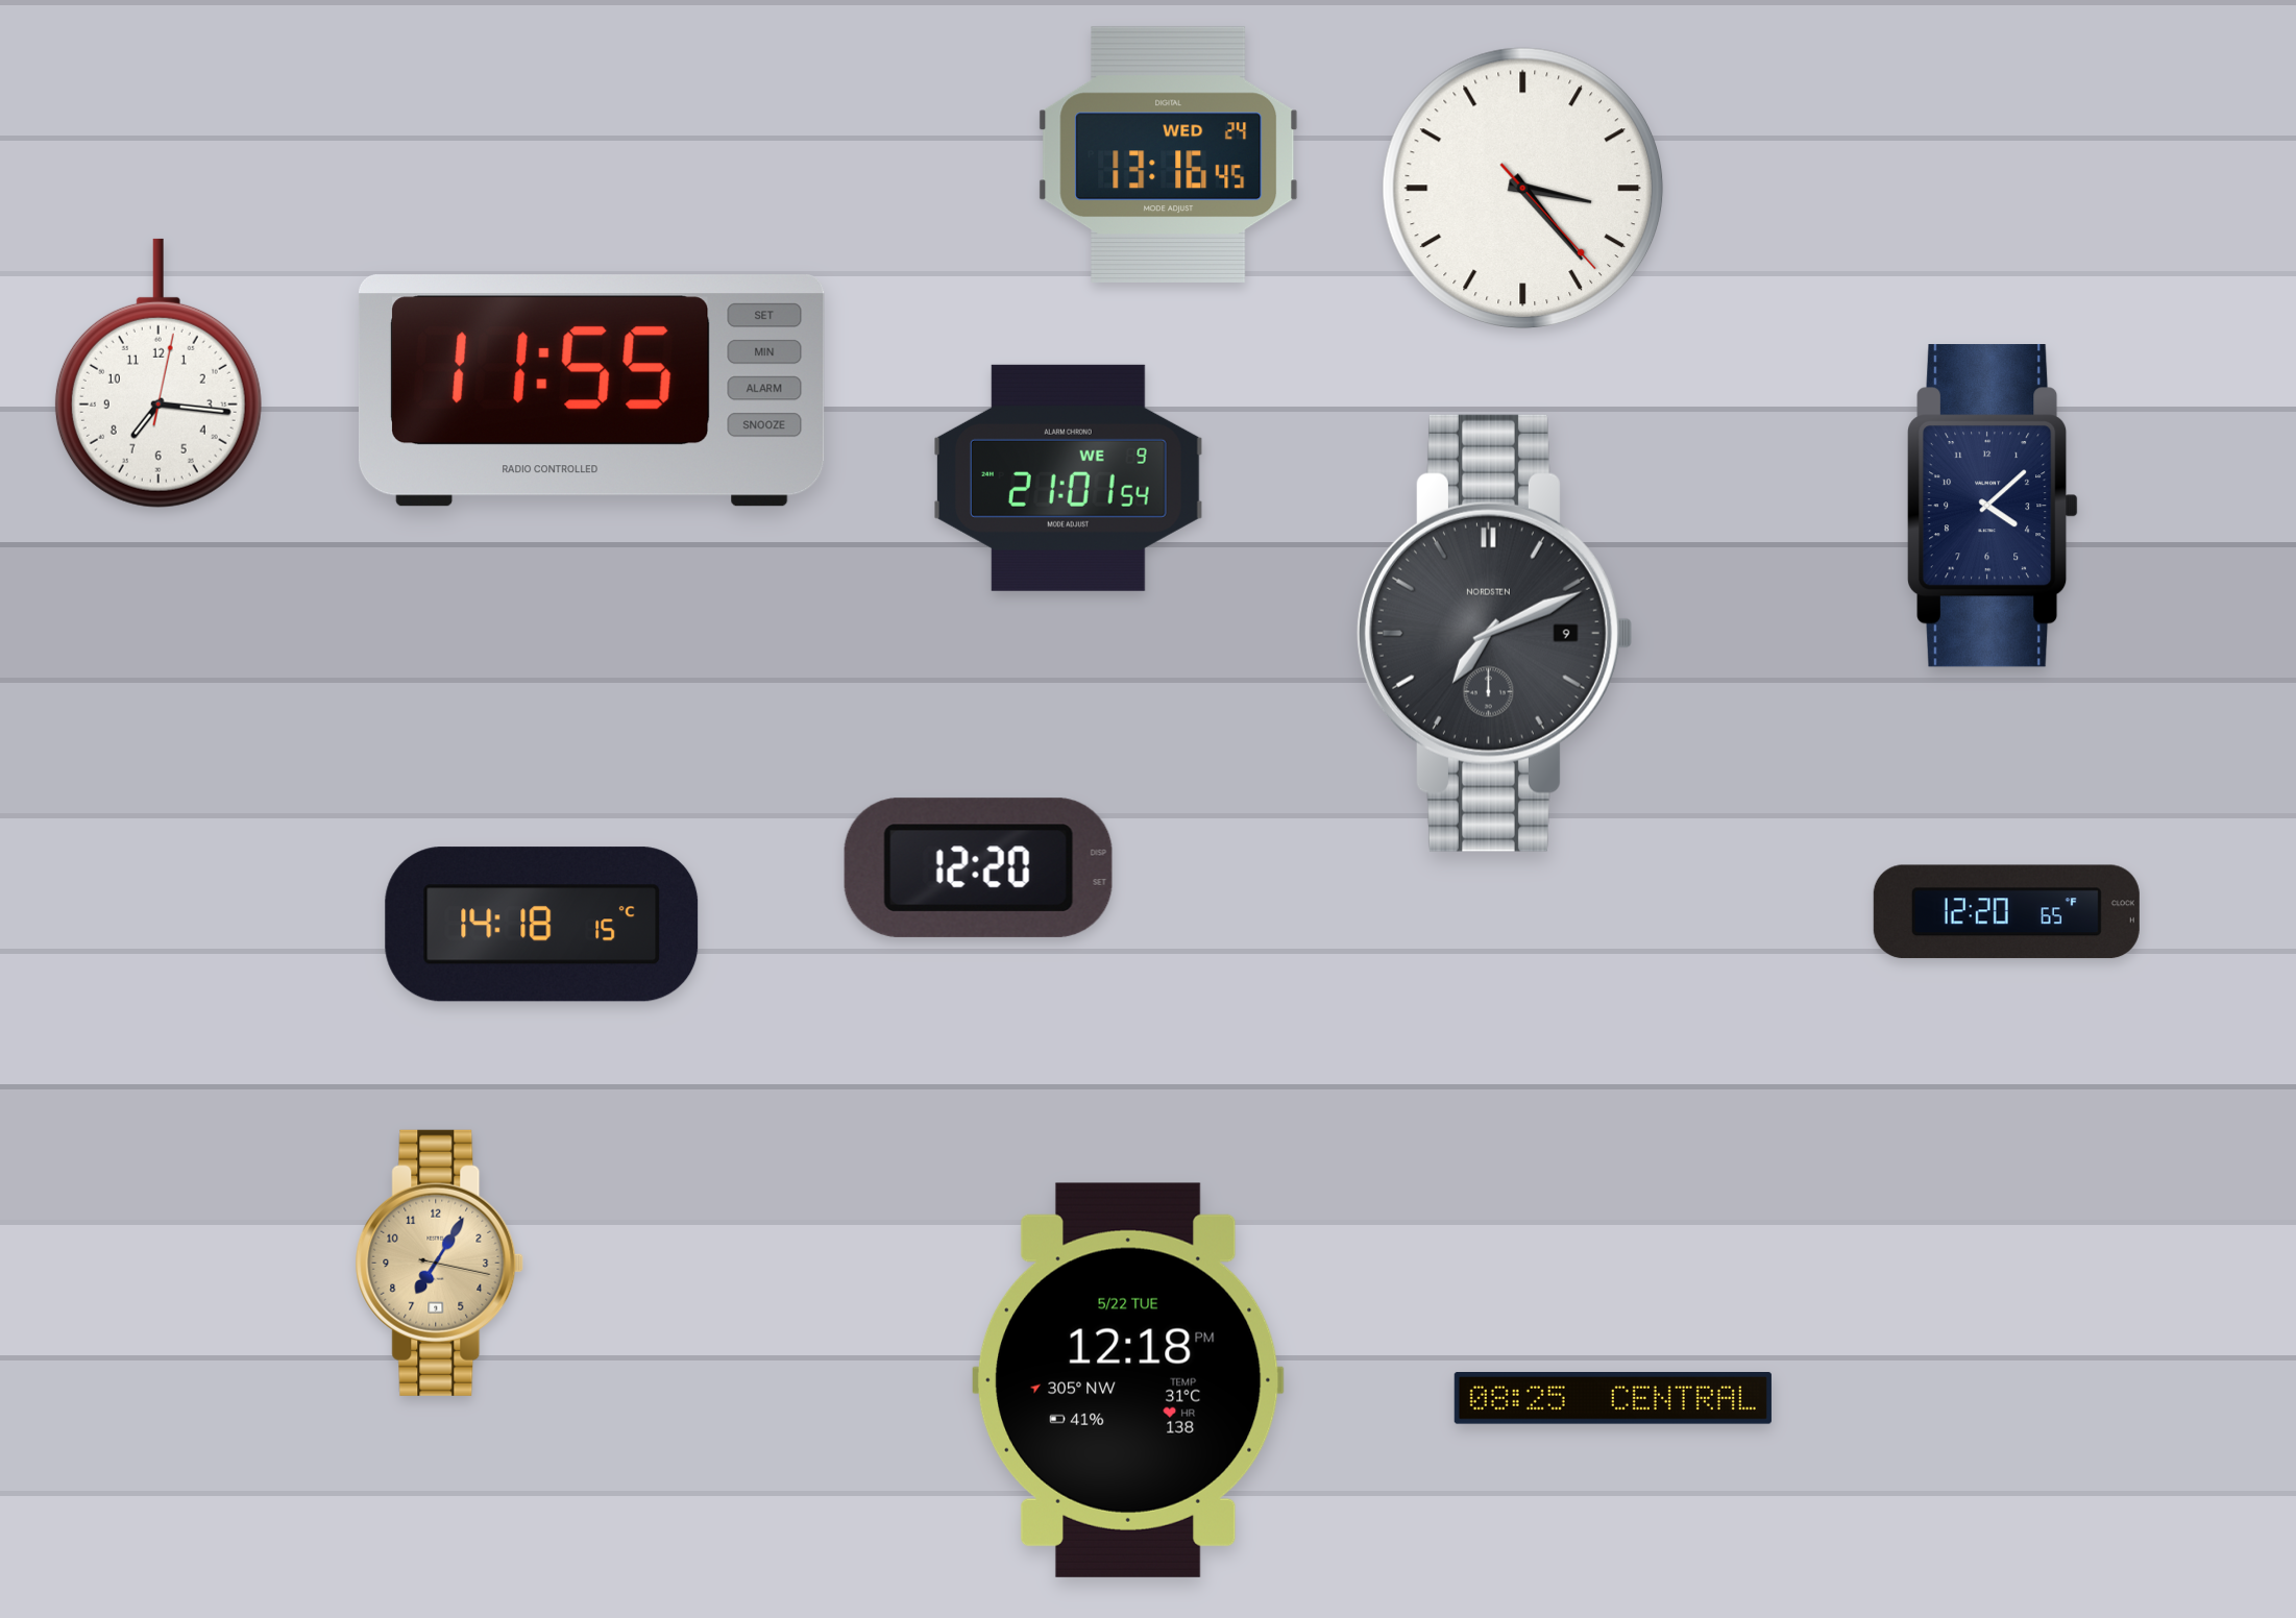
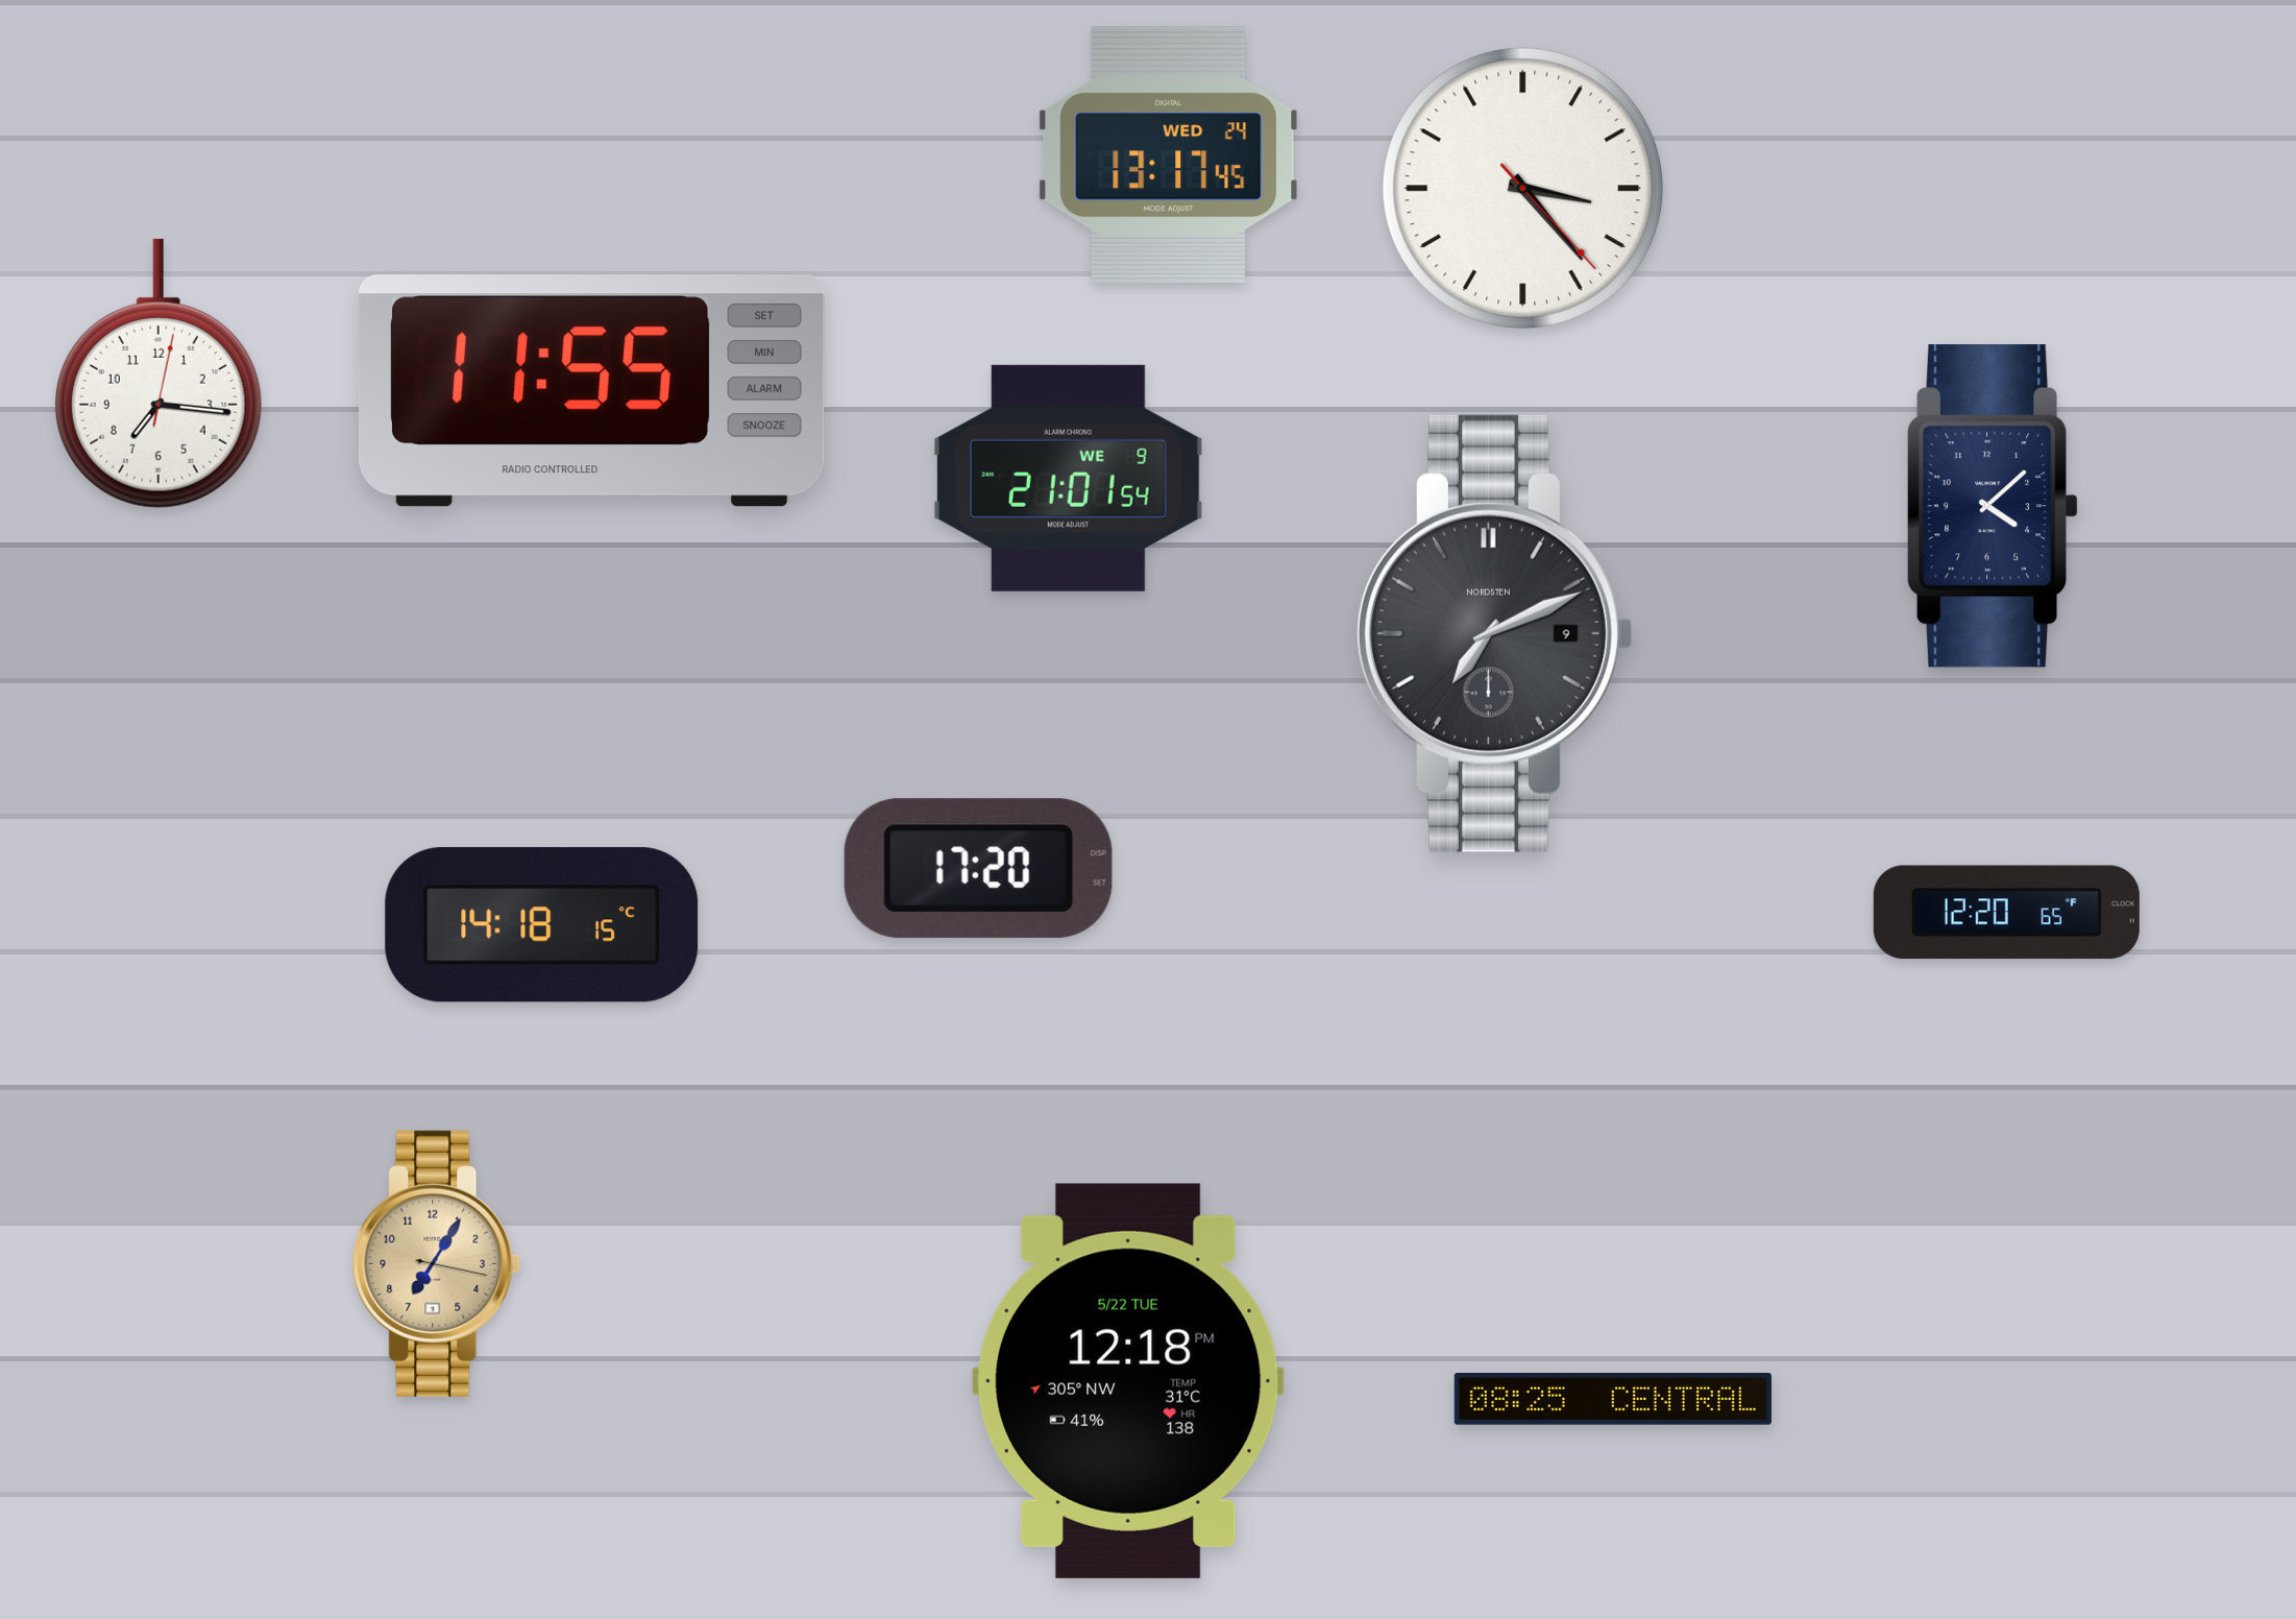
clock at (1169, 154): 13:16 -> 13:17
clock at (978, 867): 12:20 -> 17:20
clock at (440, 1262) position: (440, 1262) -> (437, 1263)
